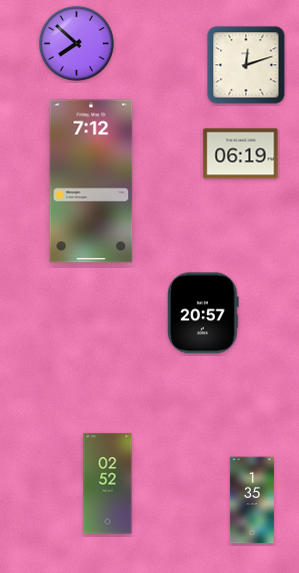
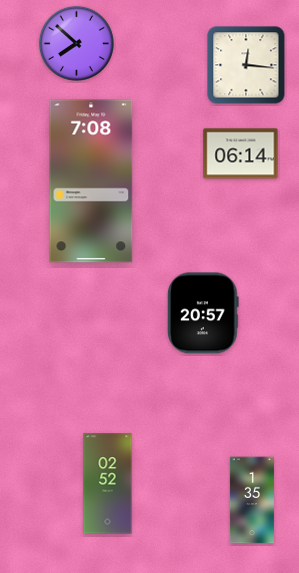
clock at (246, 65): 12:12 -> 12:16
clock at (241, 154): 06:19 -> 06:14
clock at (91, 181): 7:12 -> 7:08
